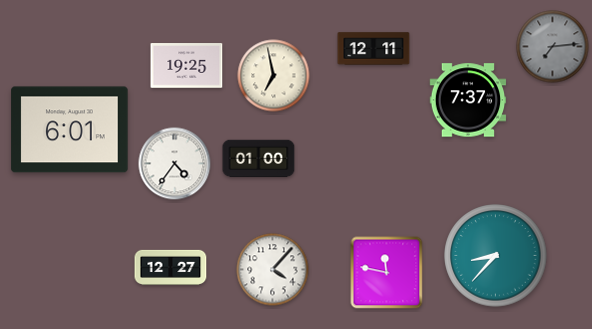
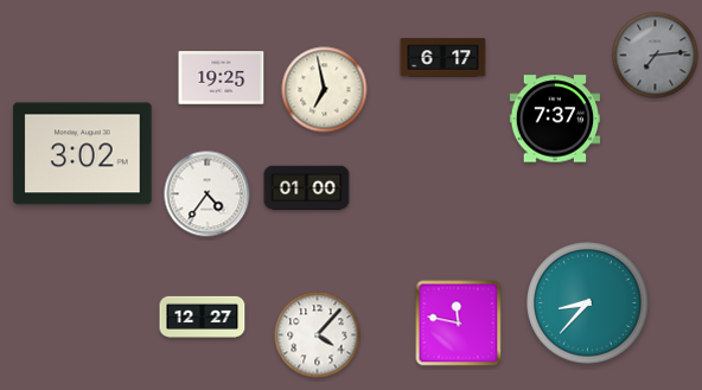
clock at (374, 49): 12:11 -> 6:17
clock at (70, 130): 6:01 -> 3:02
clock at (273, 270) position: (273, 270) -> (318, 335)
